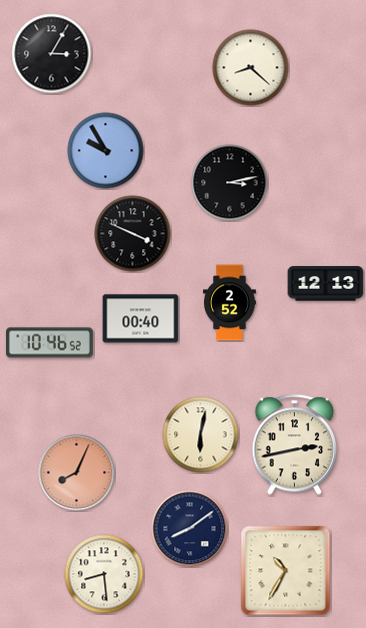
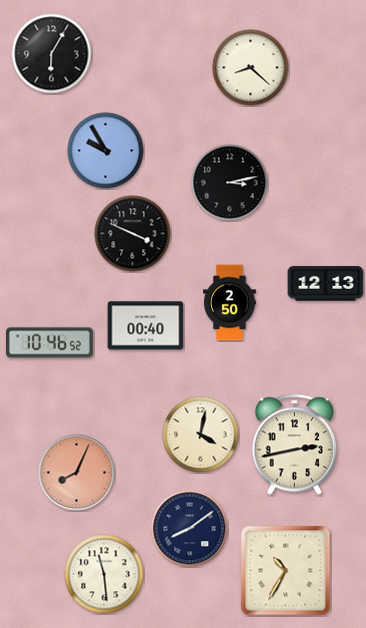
clock at (52, 54): 3:05 -> 6:05
clock at (230, 303): 2:52 -> 2:50
clock at (141, 319) position: (141, 319) -> (146, 326)
clock at (201, 435): 6:02 -> 4:02
clock at (104, 574): 8:29 -> 11:29
